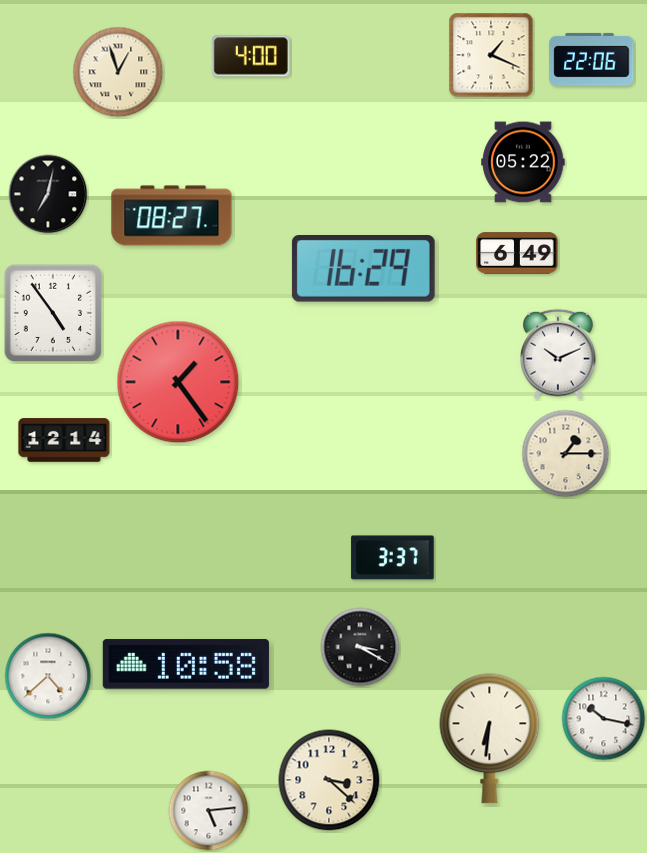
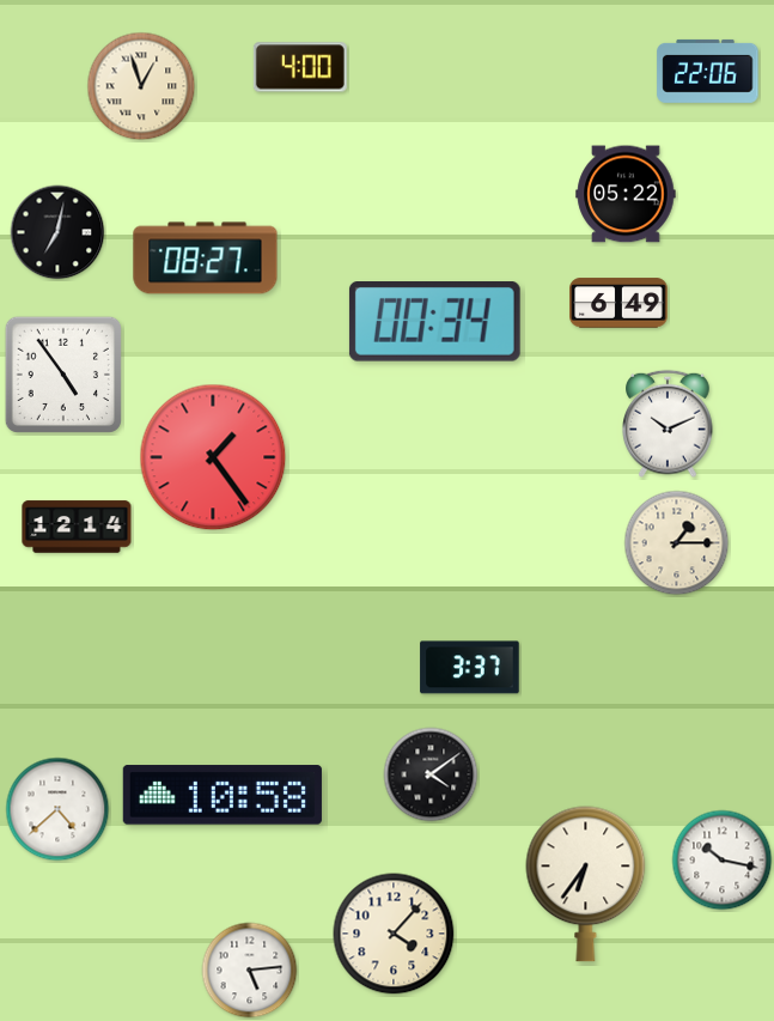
clock at (491, 55): 1:19 -> none
clock at (363, 269): 16:29 -> 00:34
clock at (360, 647): 3:20 -> 4:09
clock at (490, 739): 6:31 -> 6:36
clock at (329, 780): 3:22 -> 4:07
